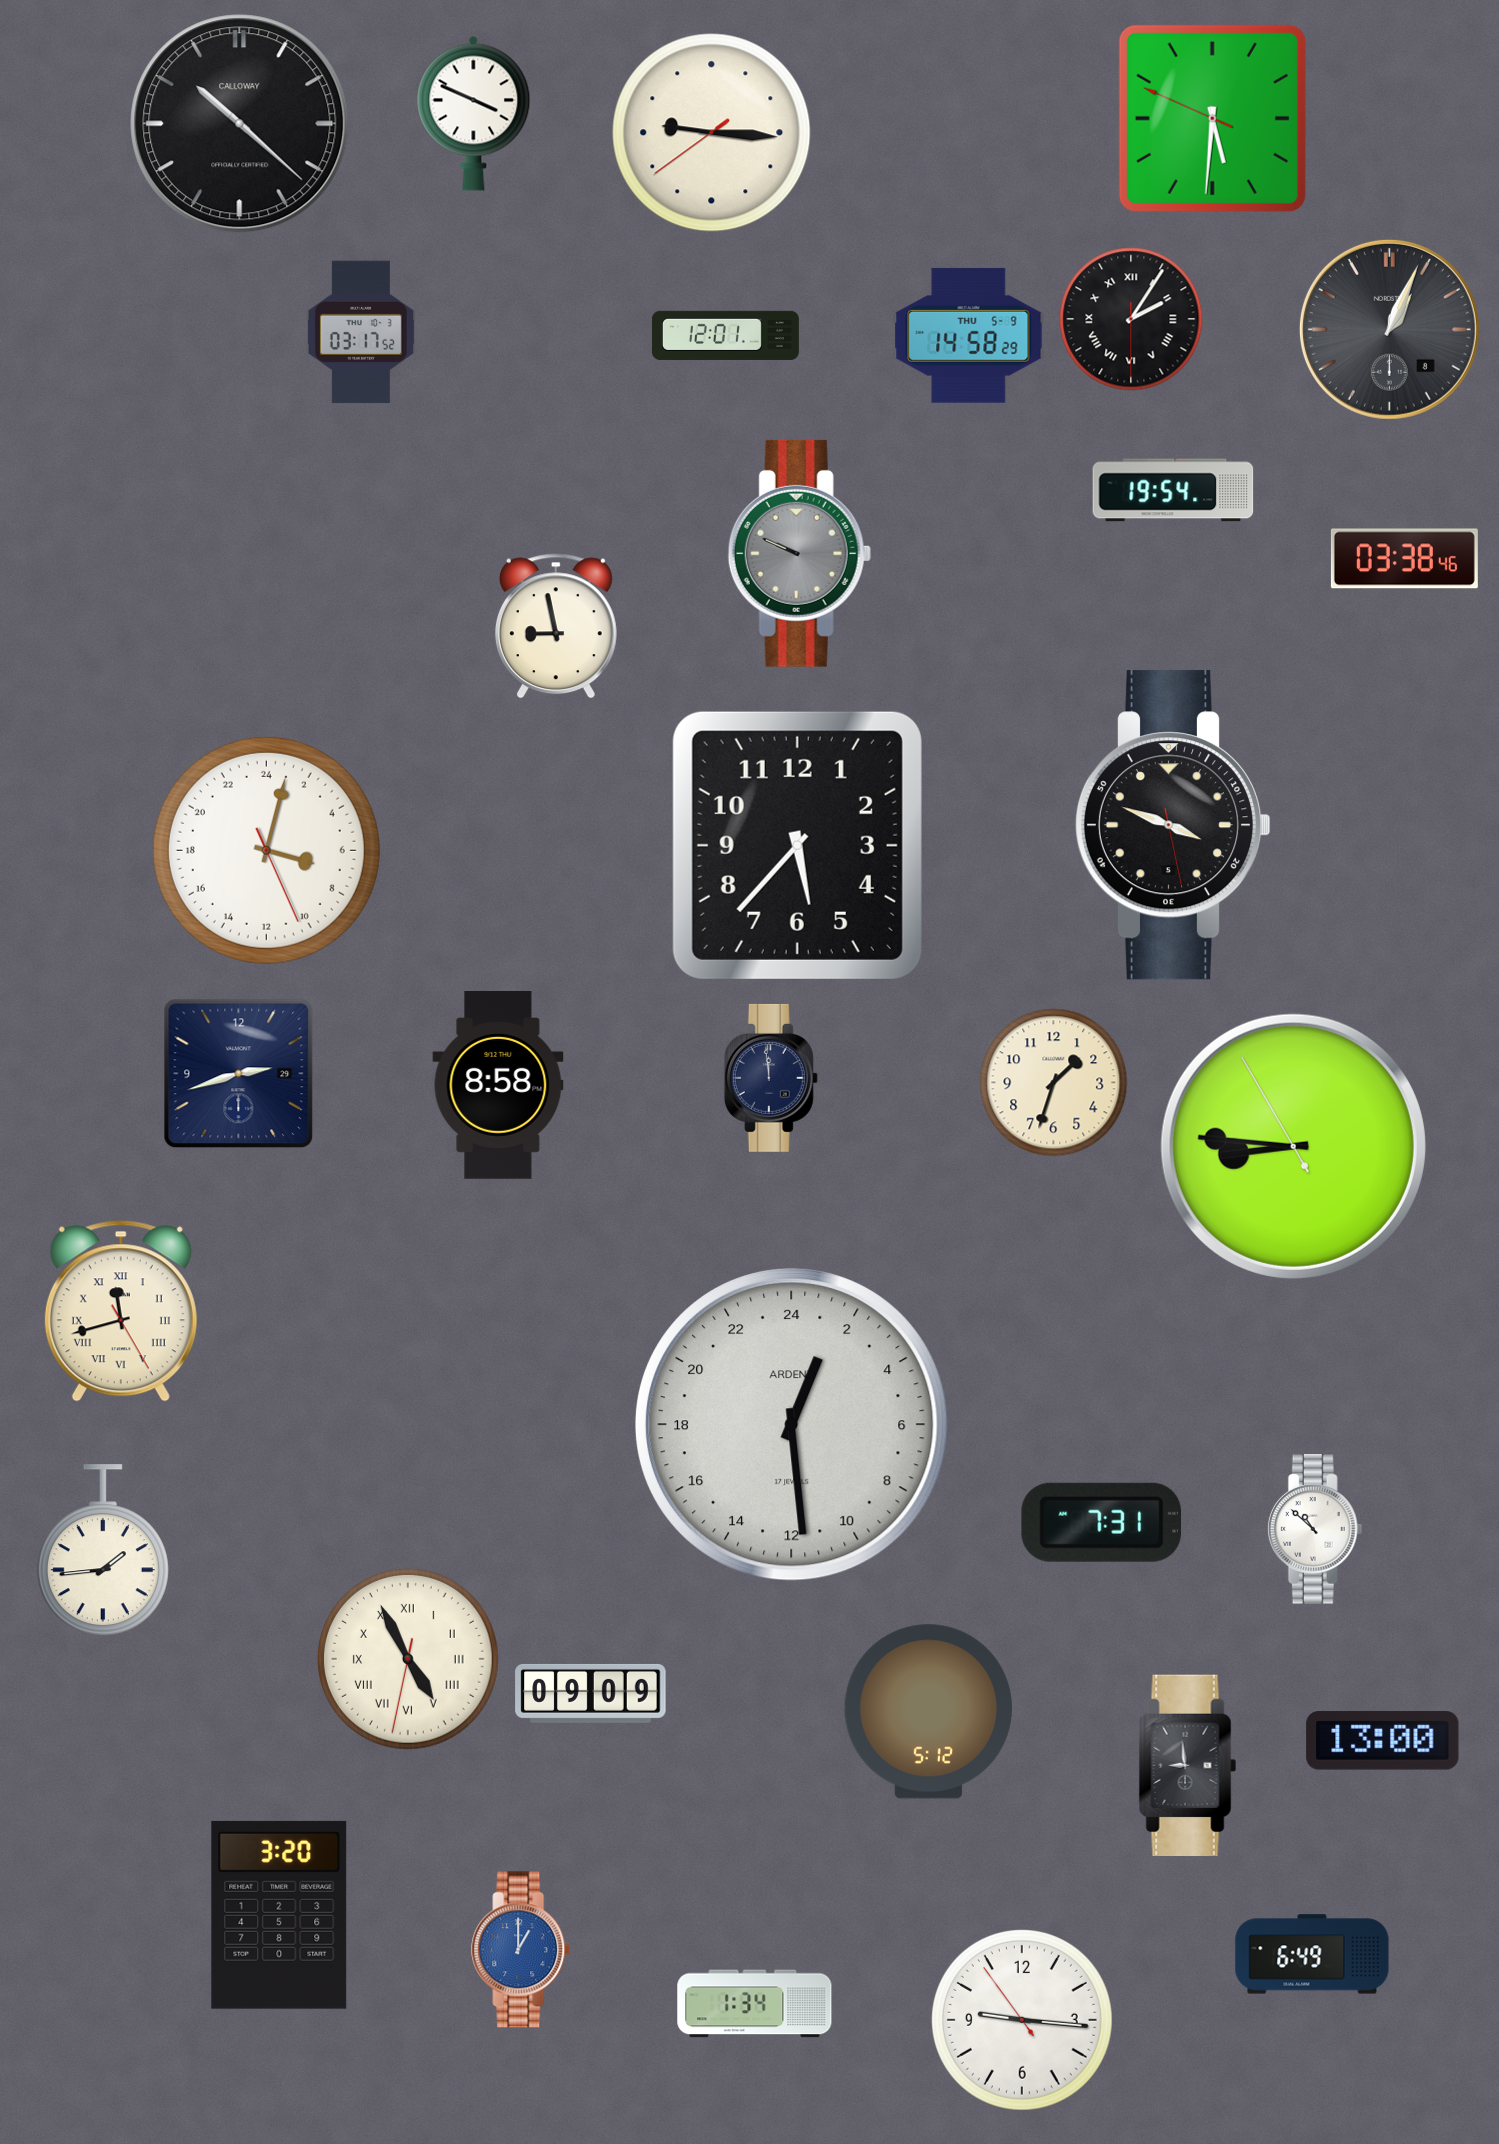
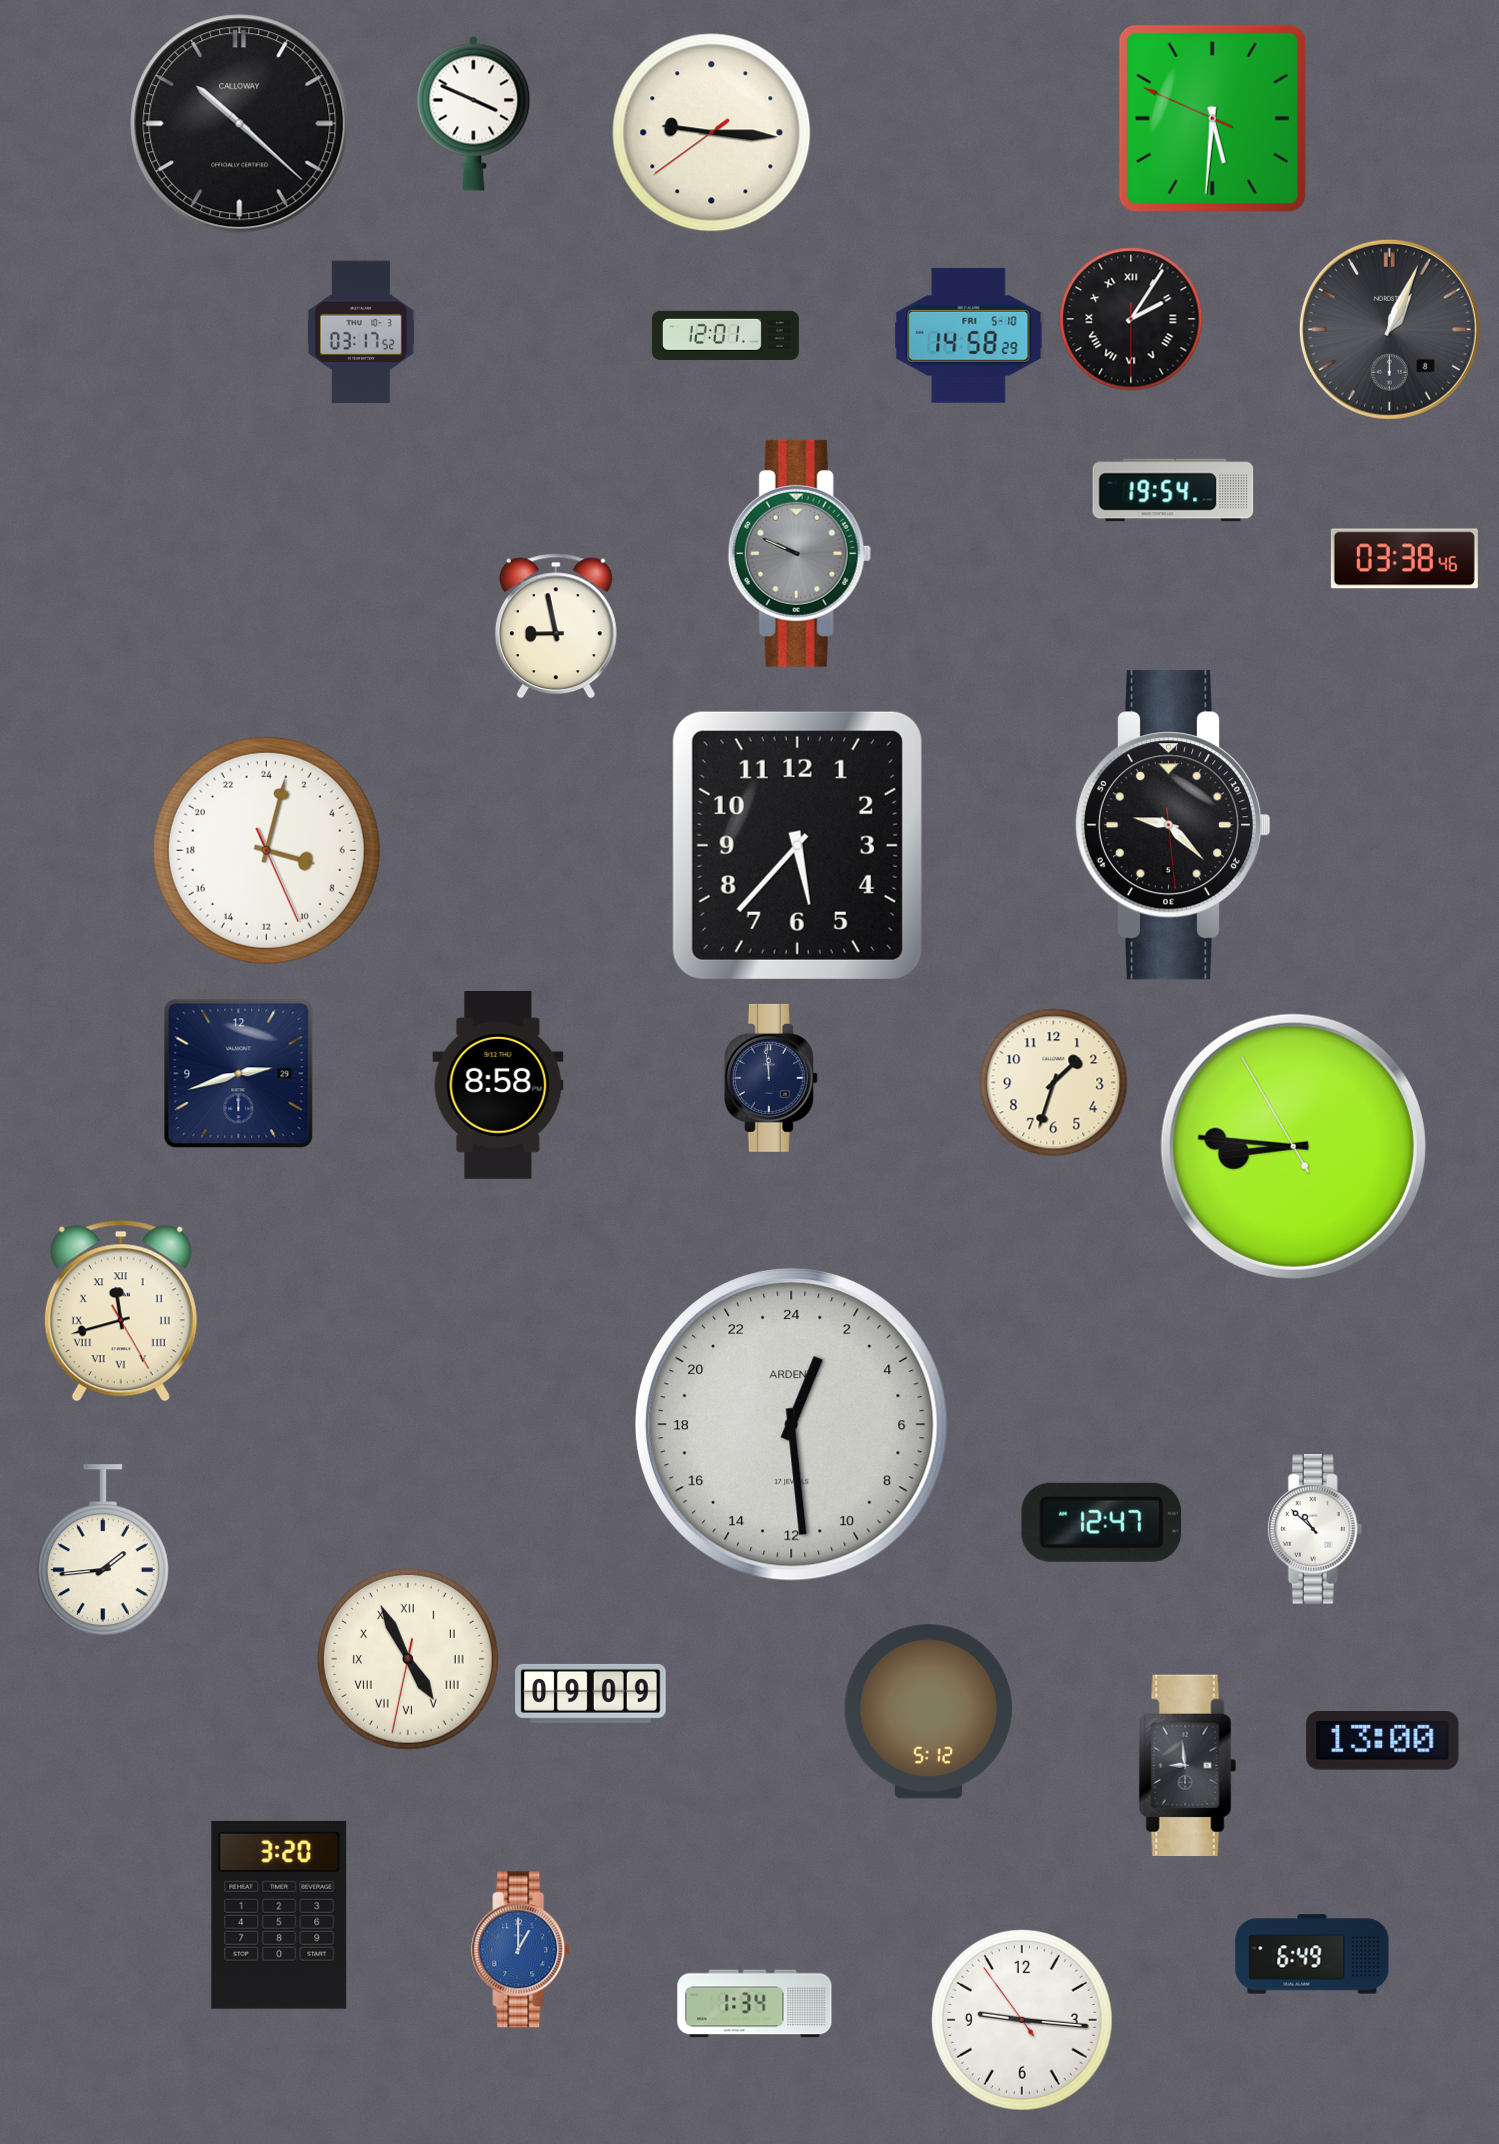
clock at (969, 335) date: THU 5-9 -> FRI 5-10
clock at (1173, 825): 3:48 -> 9:22
clock at (1101, 1522): 7:31 -> 12:47
